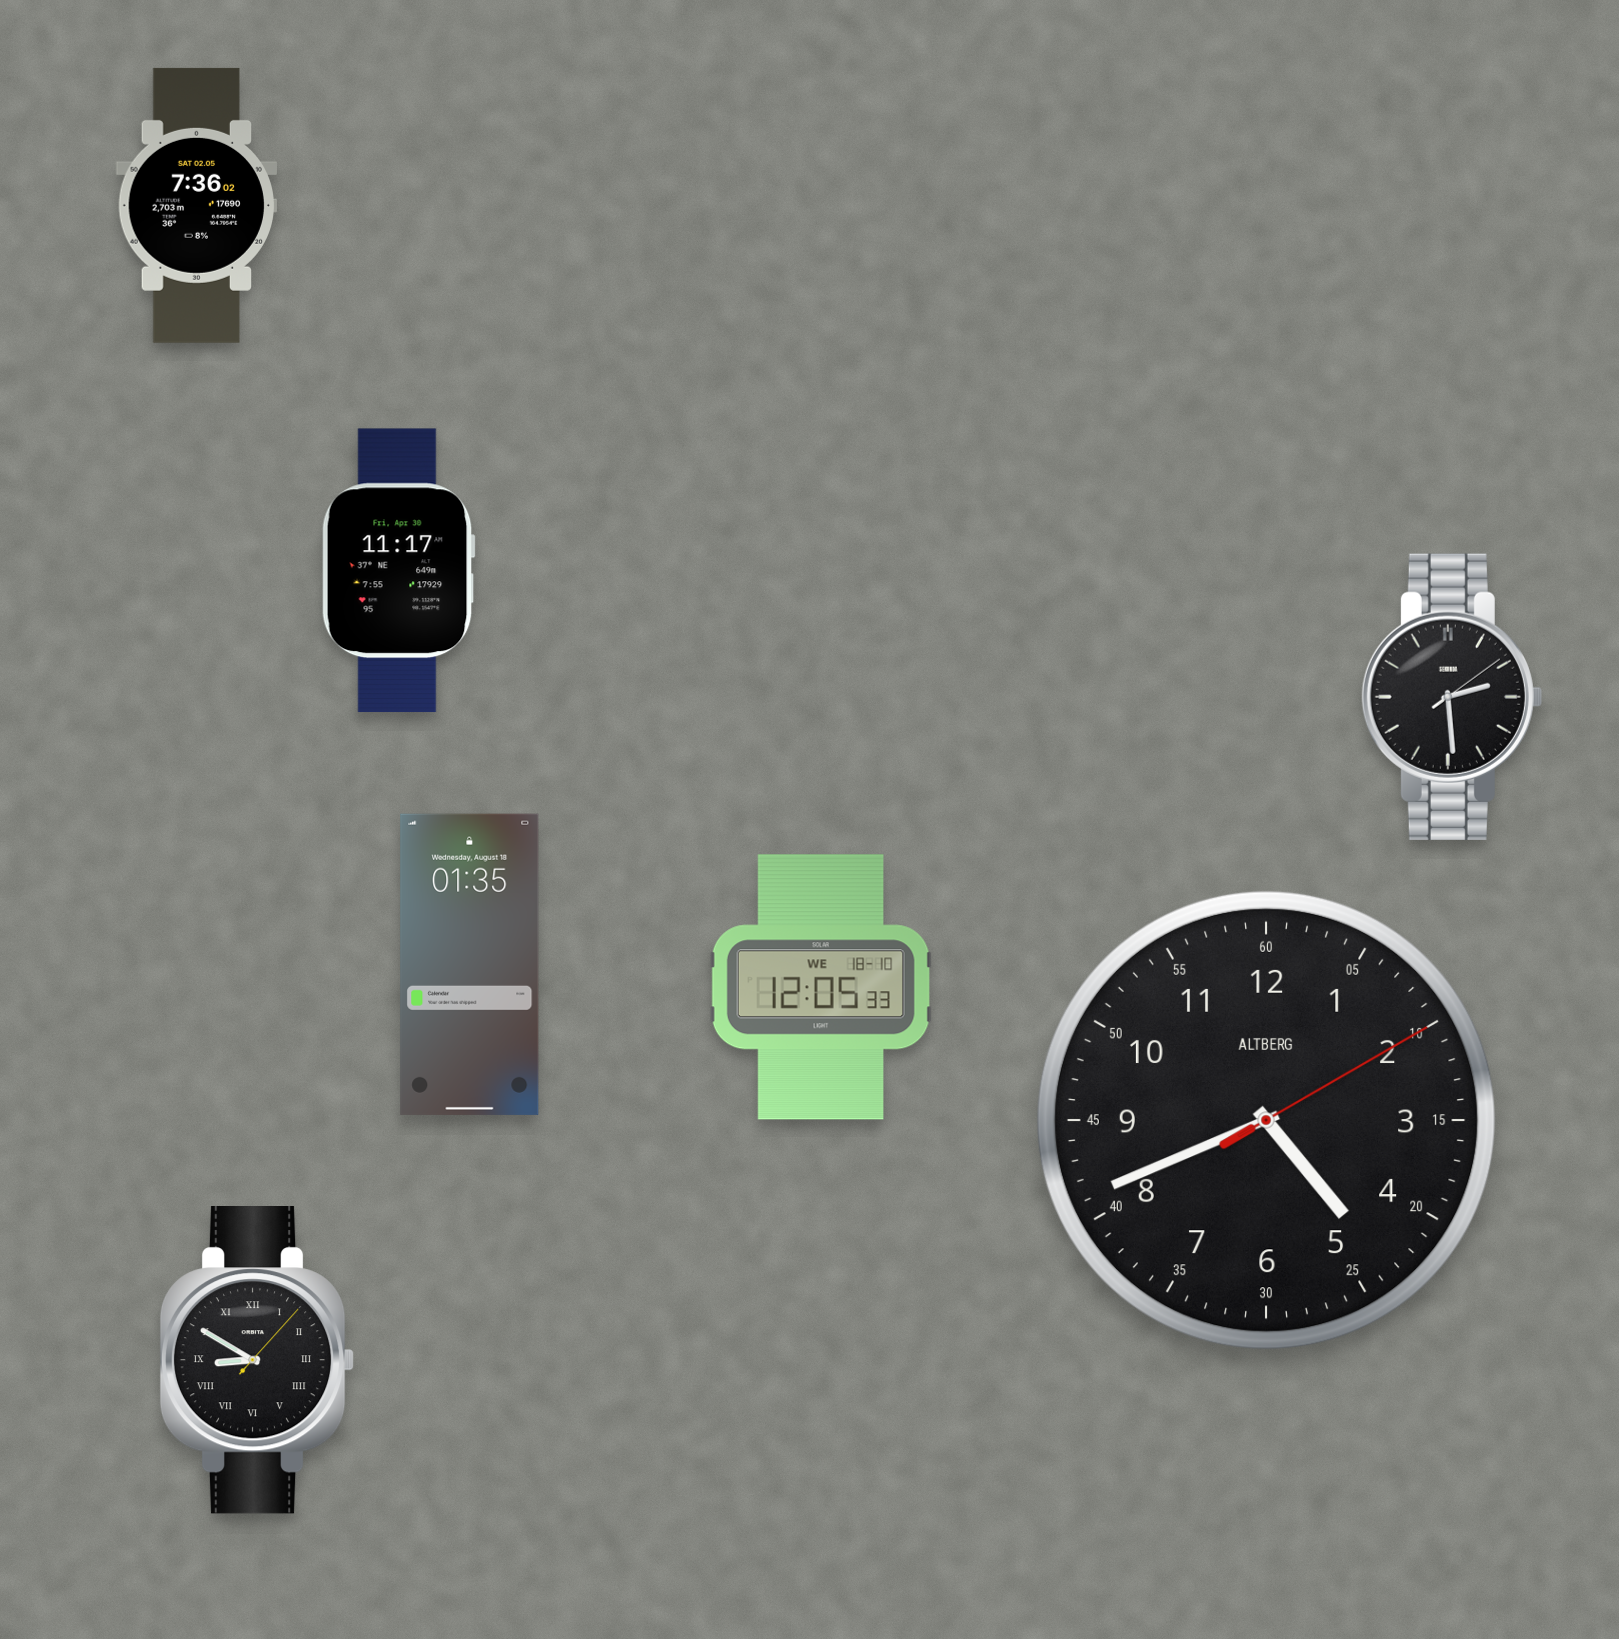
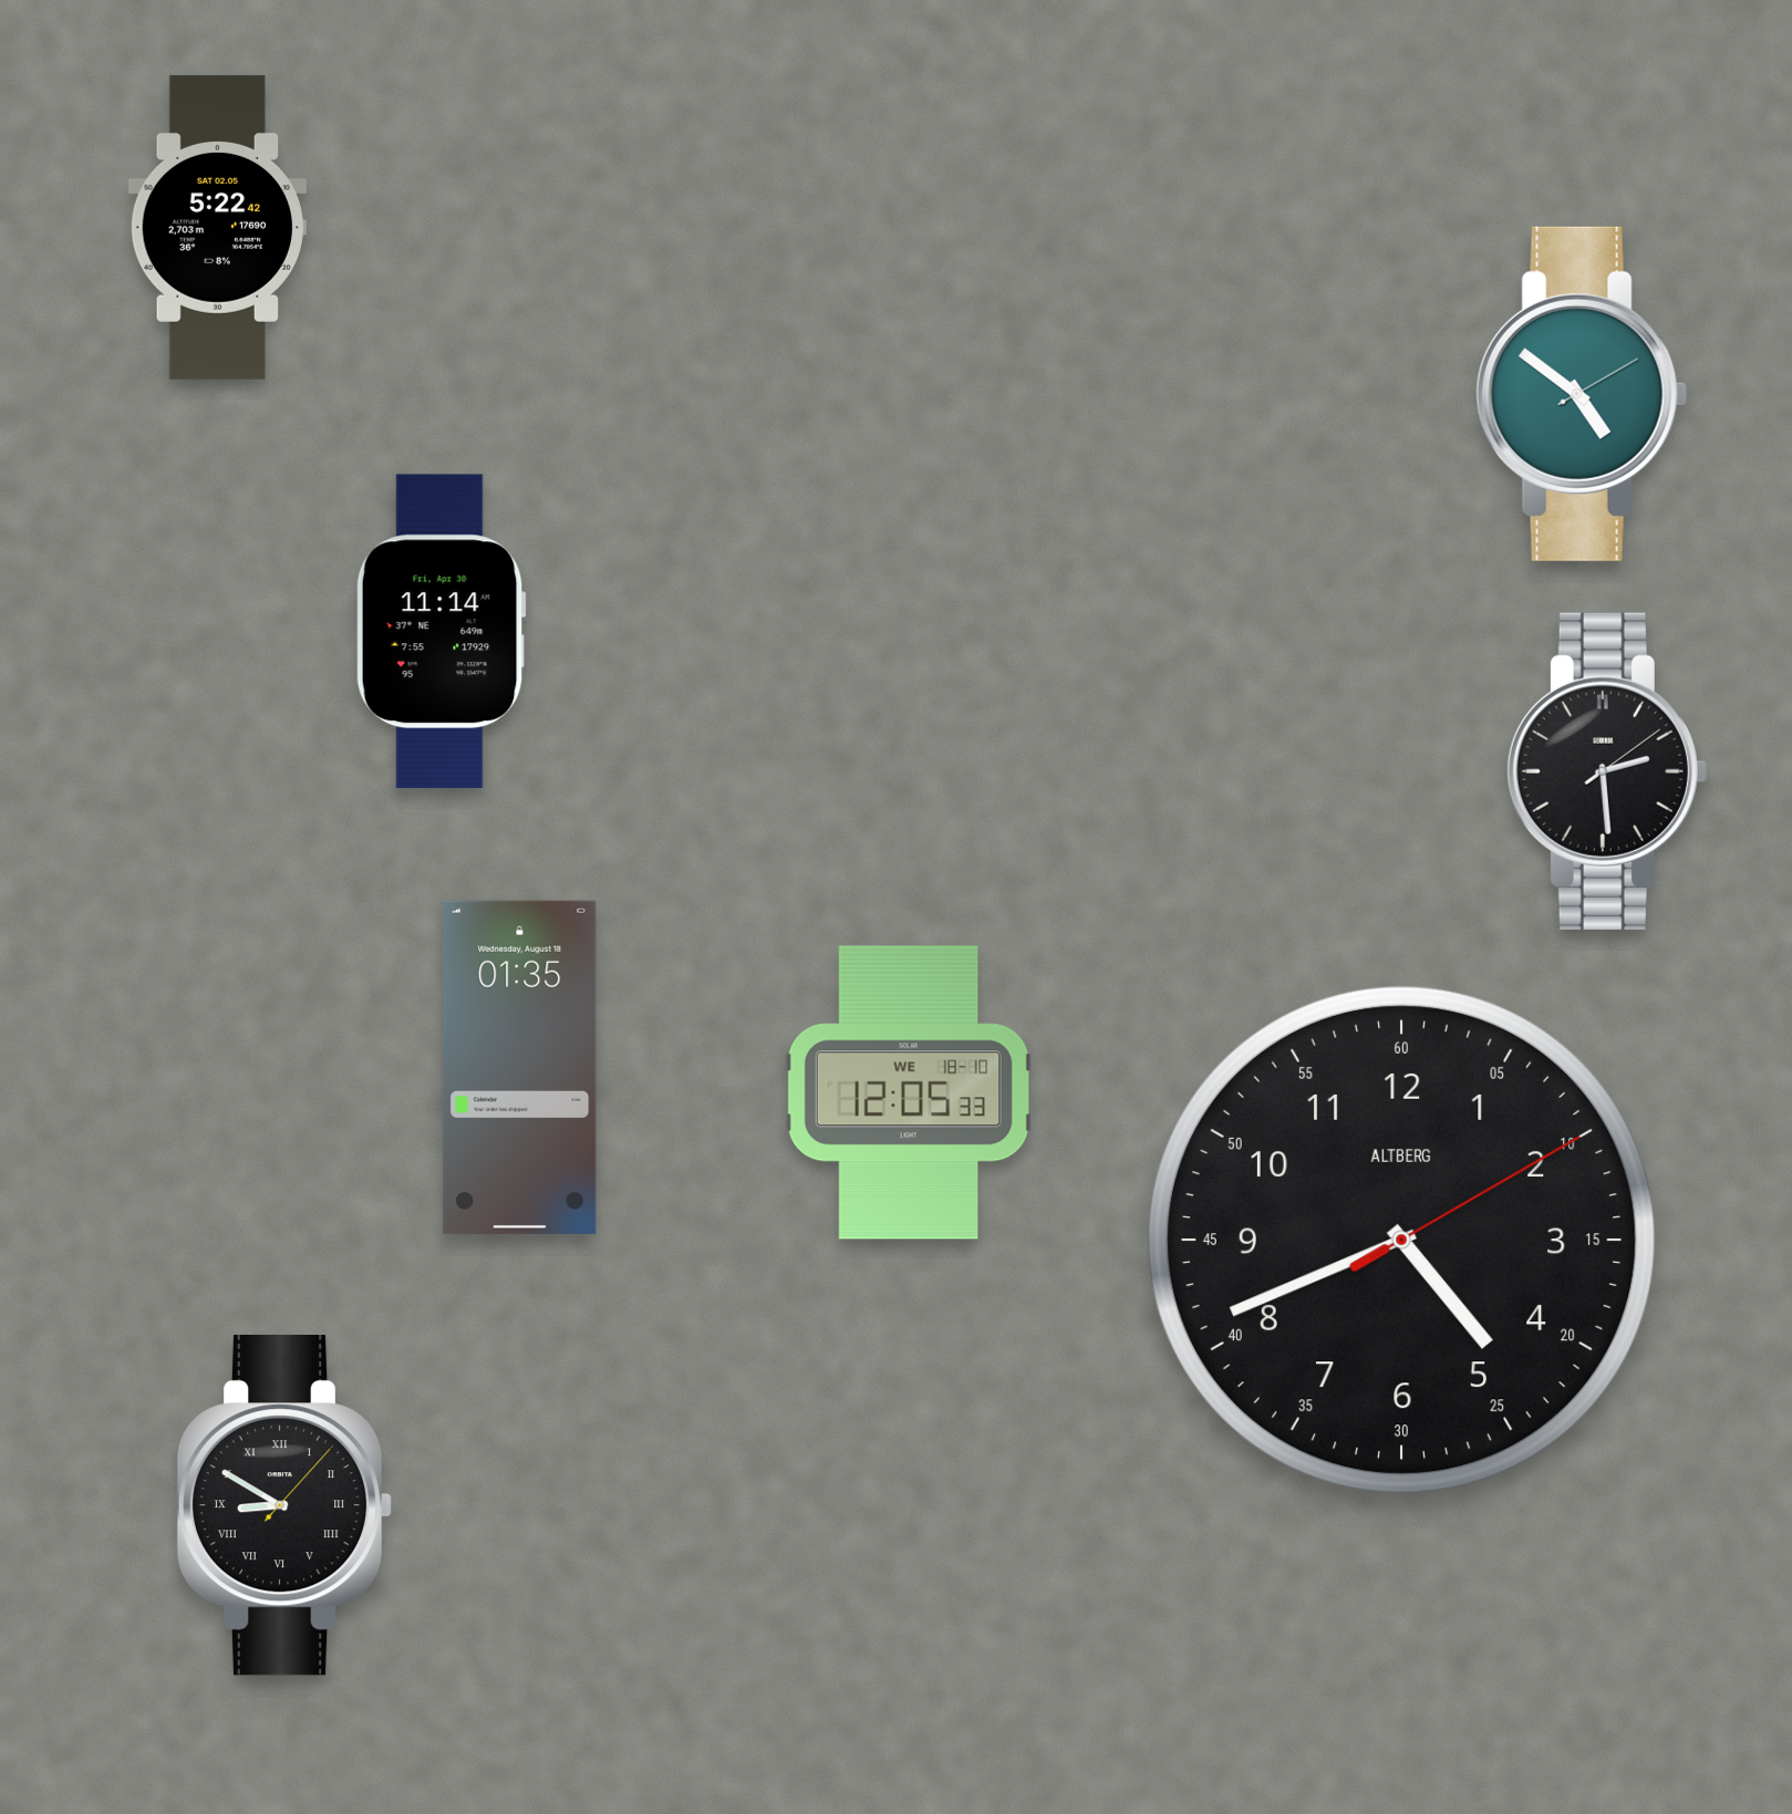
clock at (196, 205): 7:36 -> 5:22
clock at (1582, 394): none -> 4:51
clock at (398, 571): 11:17 -> 11:14
